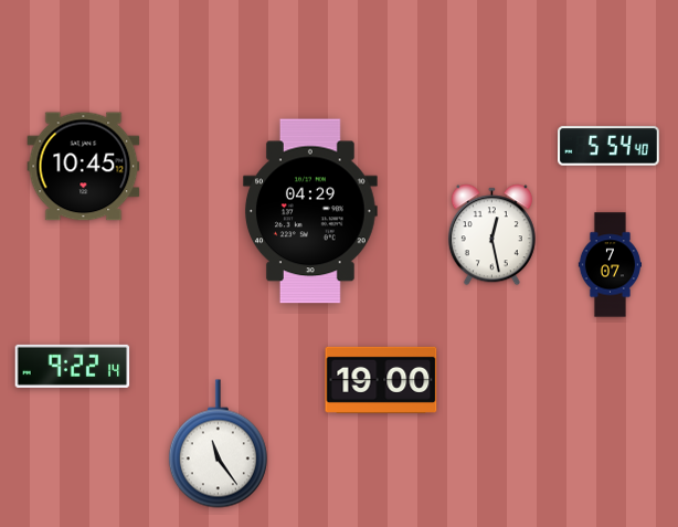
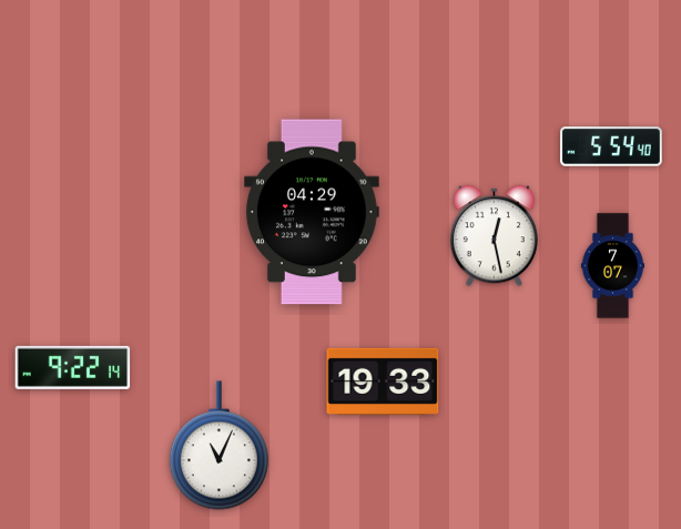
clock at (84, 167): 10:45 -> none
clock at (381, 380): 19:00 -> 19:33
clock at (218, 444): 11:24 -> 11:04
